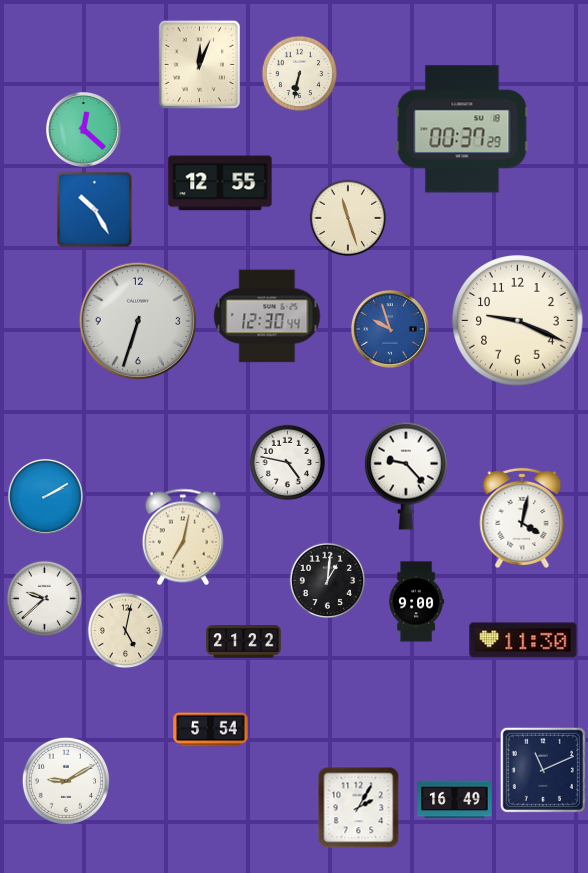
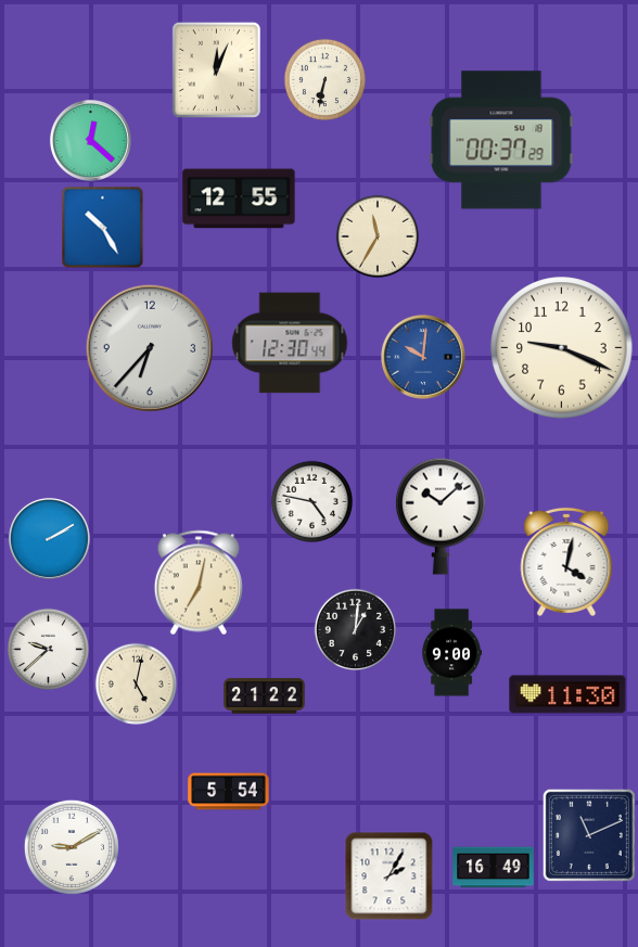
clock at (347, 217): 11:27 -> 11:35
clock at (138, 321): 6:33 -> 6:37
clock at (390, 329): 9:57 -> 10:01
clock at (406, 476): 9:23 -> 10:08
